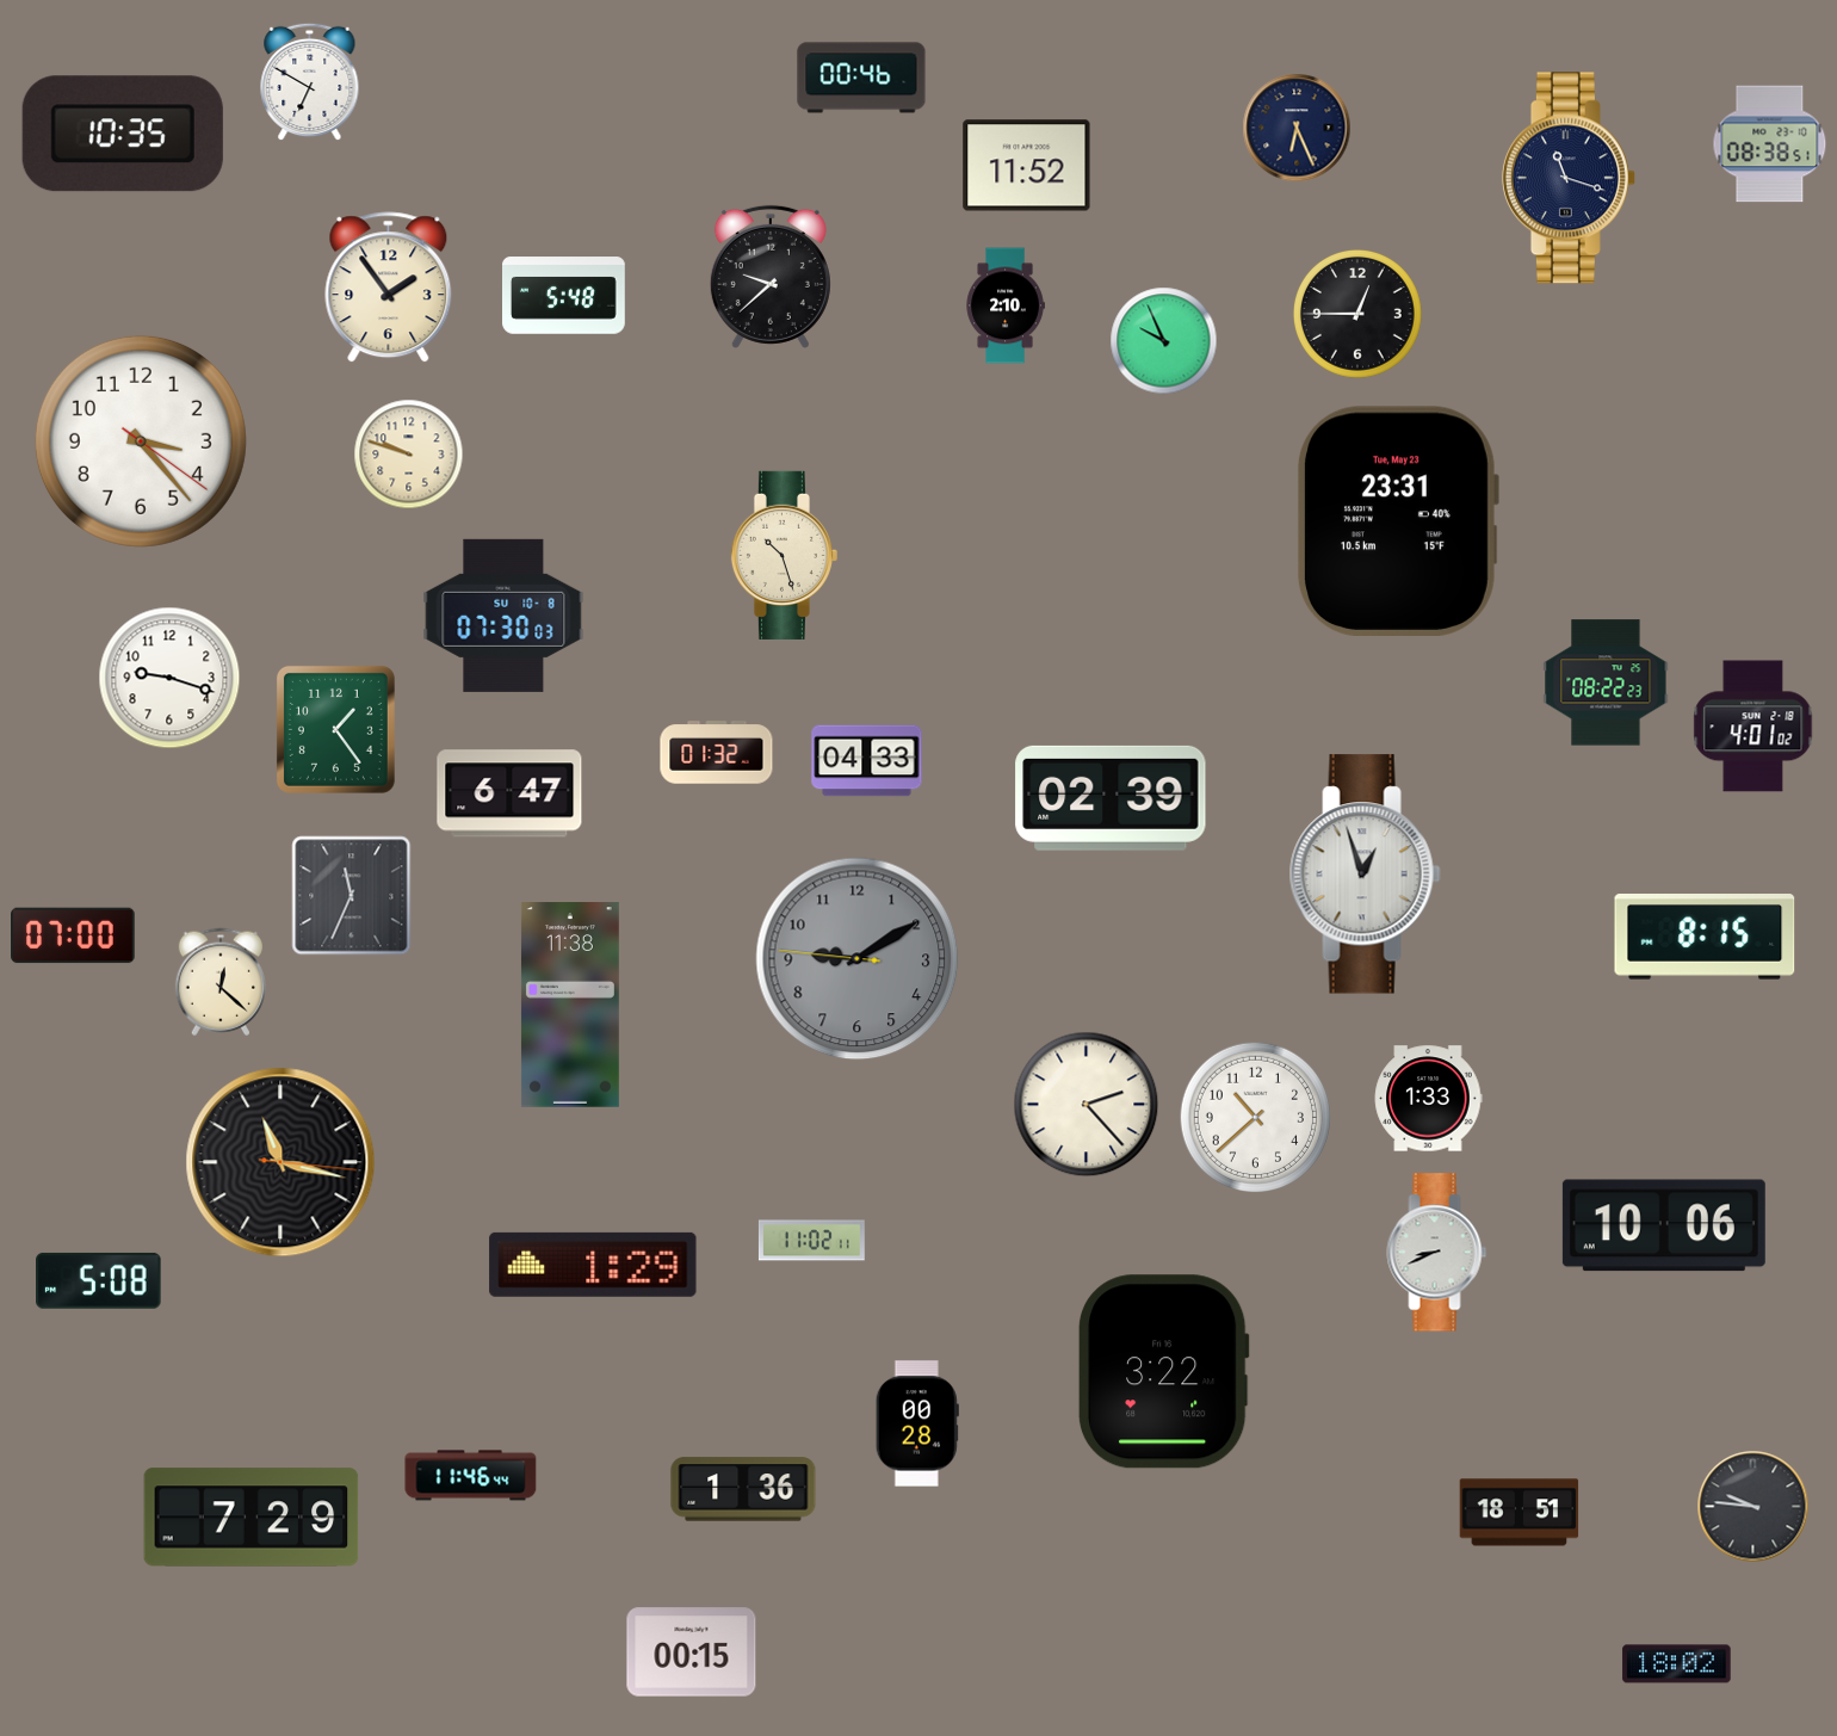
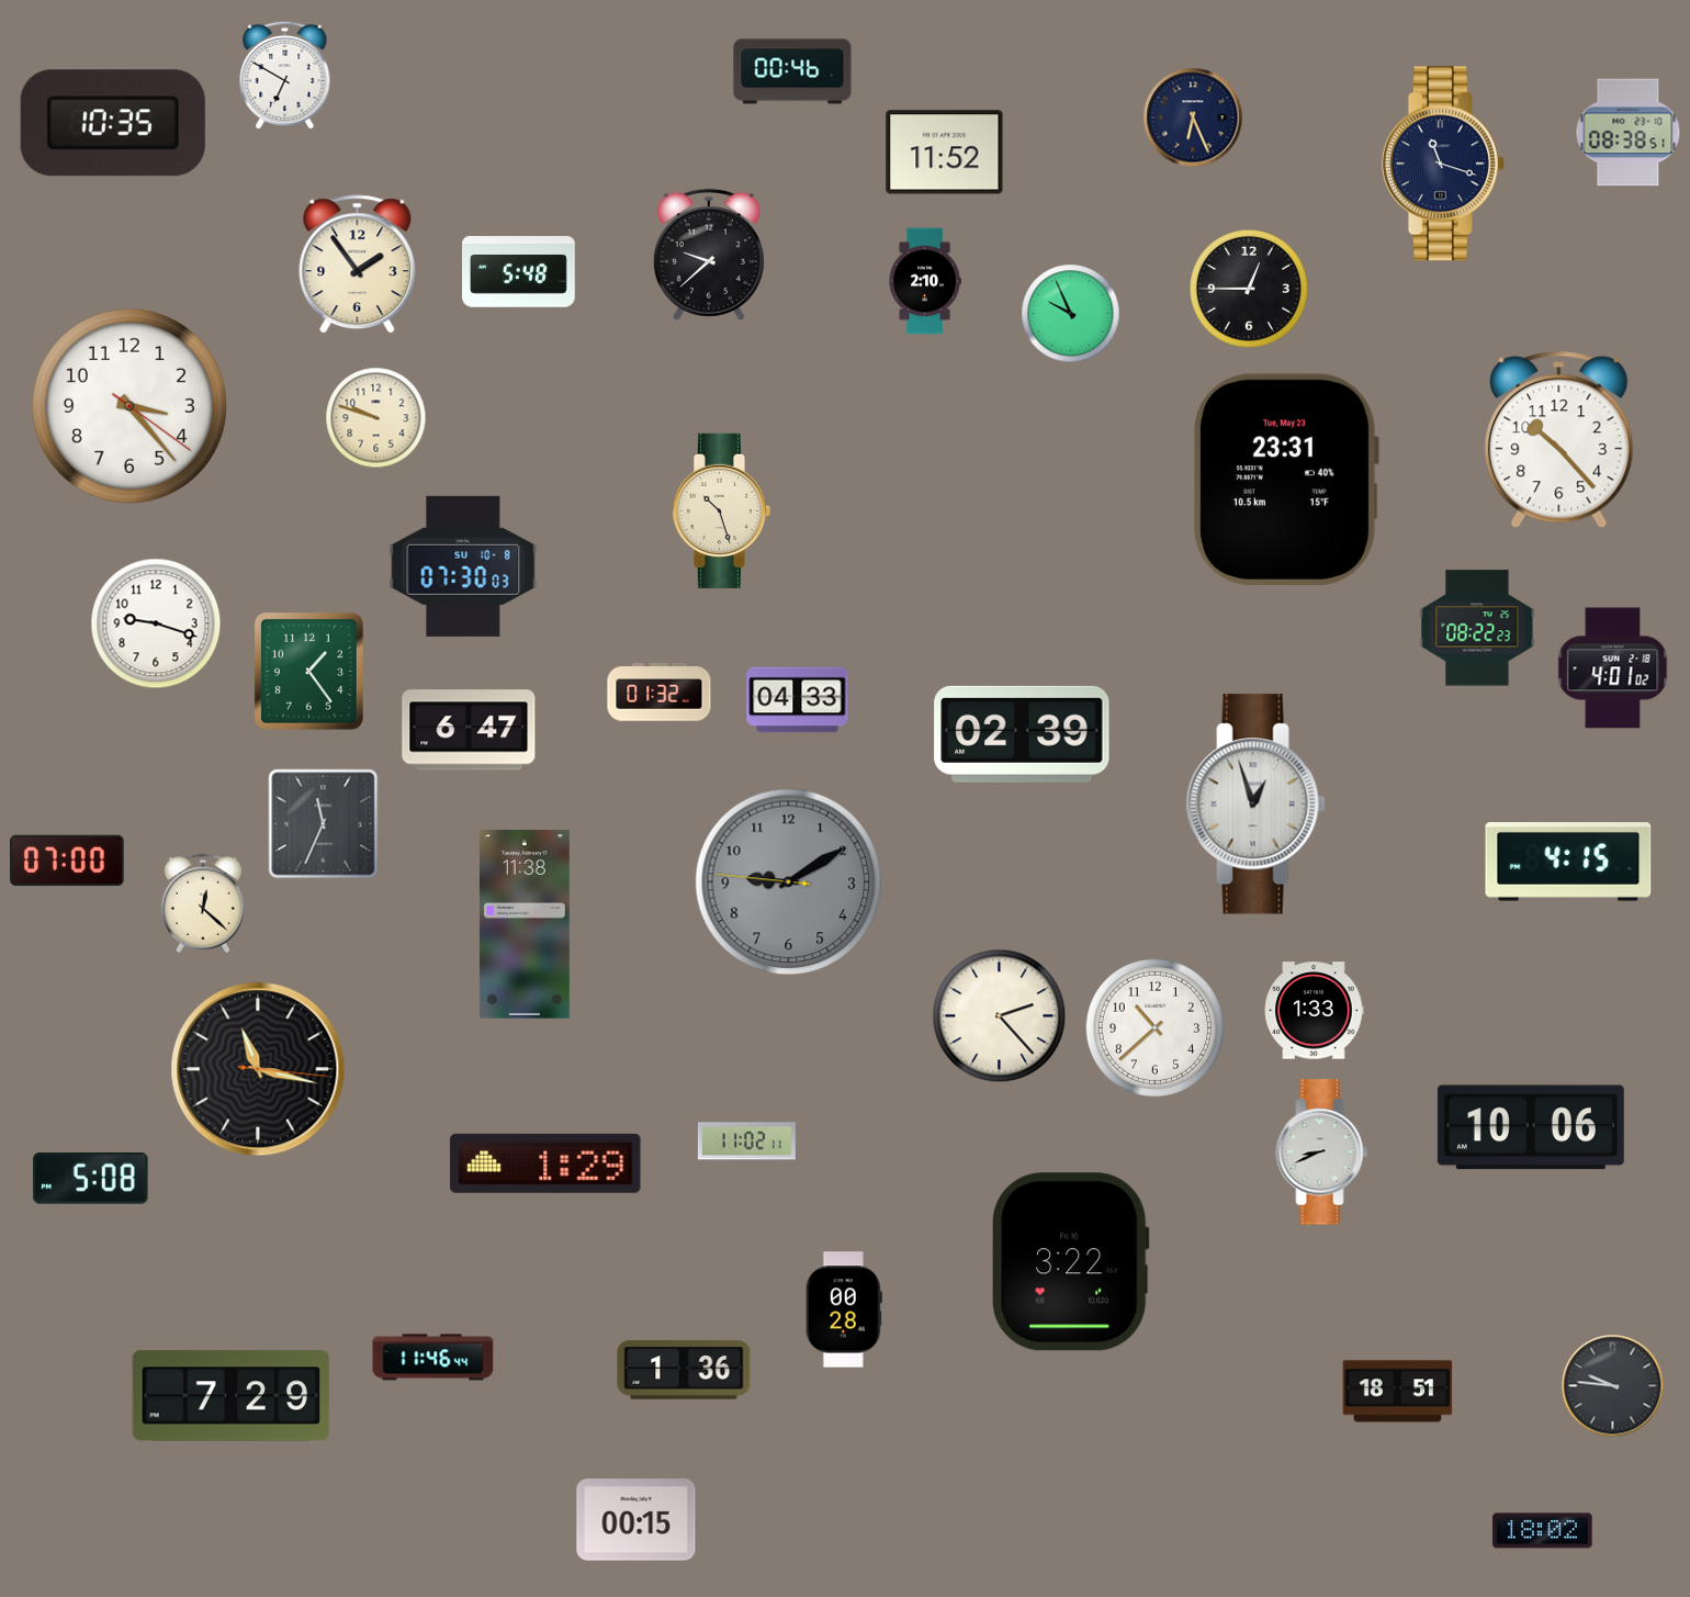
clock at (1559, 440): none -> 10:23
clock at (1705, 938): 8:15 -> 4:15
